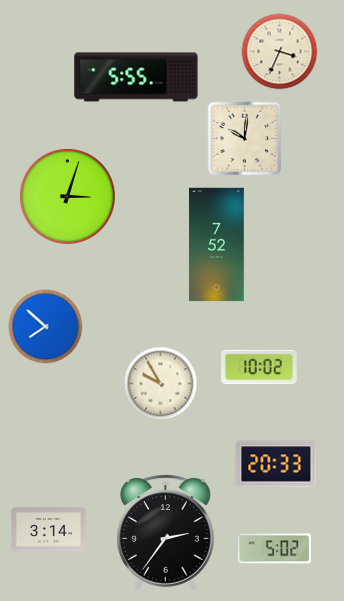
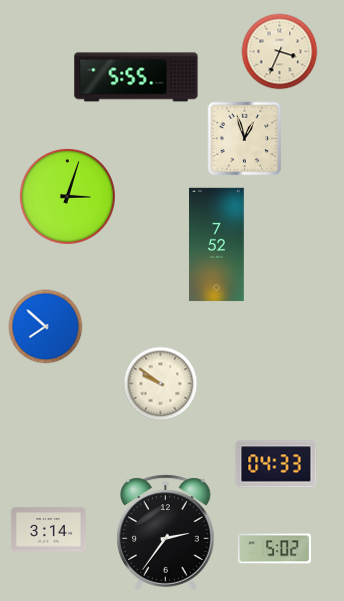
clock at (245, 139): 10:01 -> 12:57
clock at (260, 367): 10:02 -> none
clock at (161, 384): 9:55 -> 9:51
clock at (276, 464): 20:33 -> 04:33
